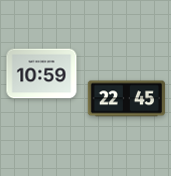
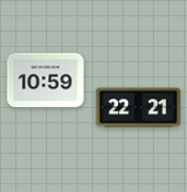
clock at (126, 99): 22:45 -> 22:21
